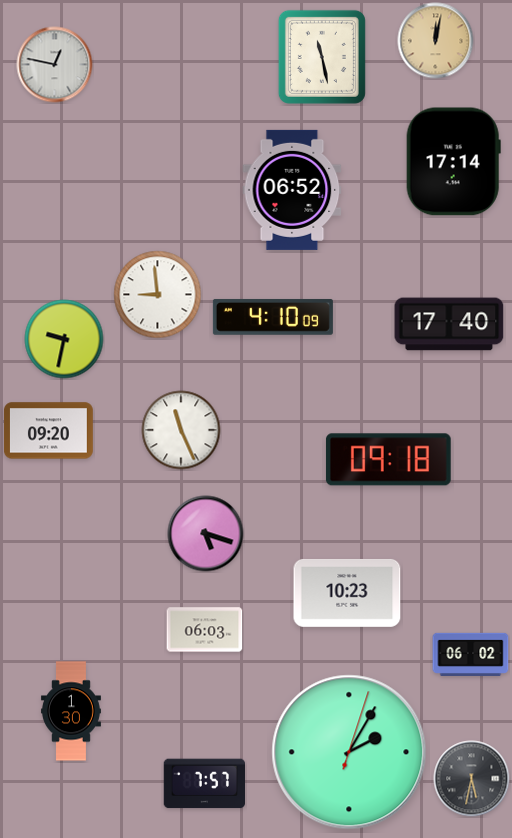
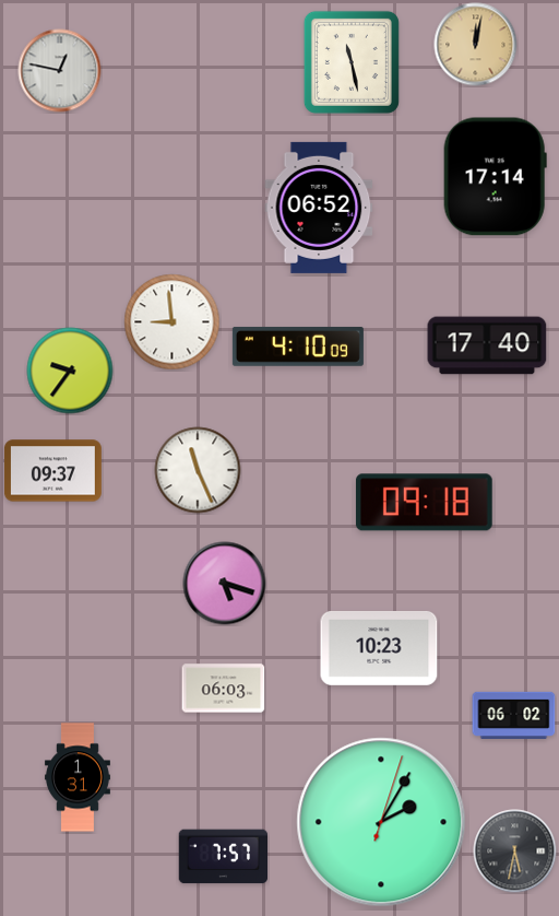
clock at (449, 324) position: (449, 324) -> (487, 345)
clock at (64, 339): 9:32 -> 9:36
clock at (49, 431): 09:20 -> 09:37
clock at (71, 711): 1:30 -> 1:31
